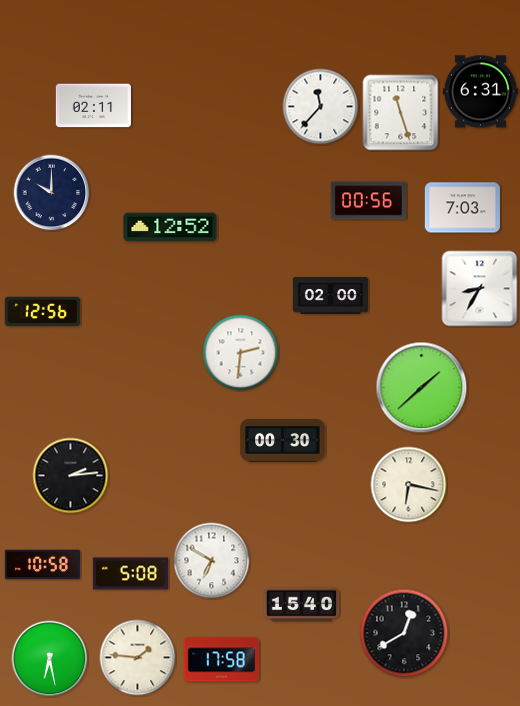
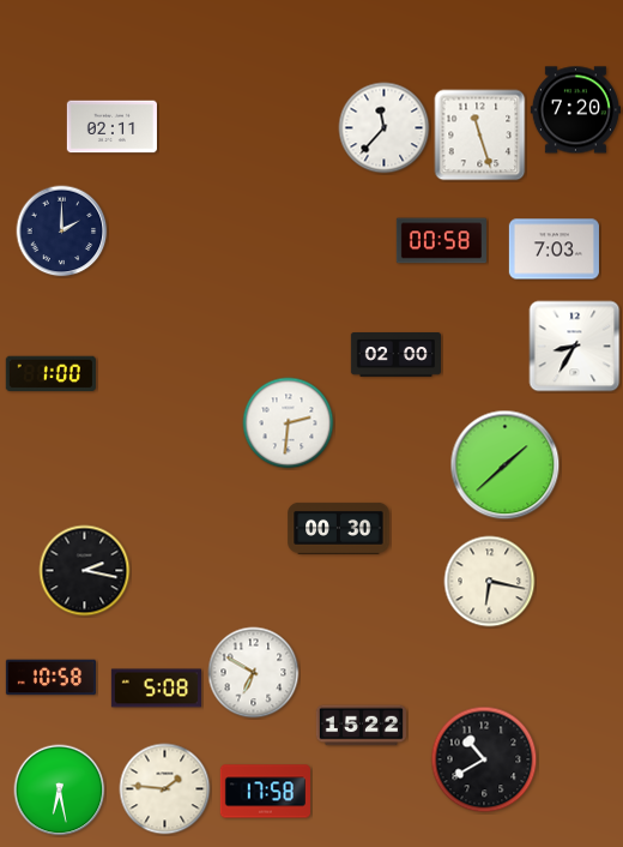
clock at (480, 92): 6:31 -> 7:20
clock at (52, 193): 10:00 -> 2:00
clock at (368, 201): 00:56 -> 00:58
clock at (170, 227): 12:52 -> none
clock at (42, 312): 12:56 -> 1:00
clock at (71, 476): 2:14 -> 2:17
clock at (301, 605): 15:40 -> 15:22
clock at (404, 633): 12:40 -> 10:40
